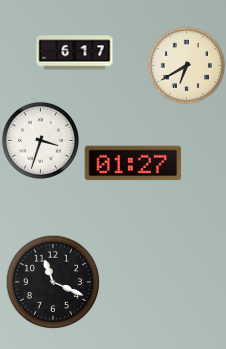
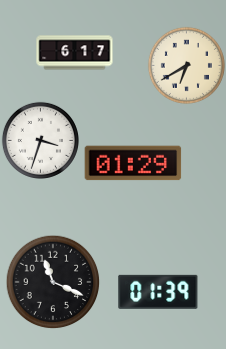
clock at (133, 163): 01:27 -> 01:29
clock at (158, 292): none -> 01:39
